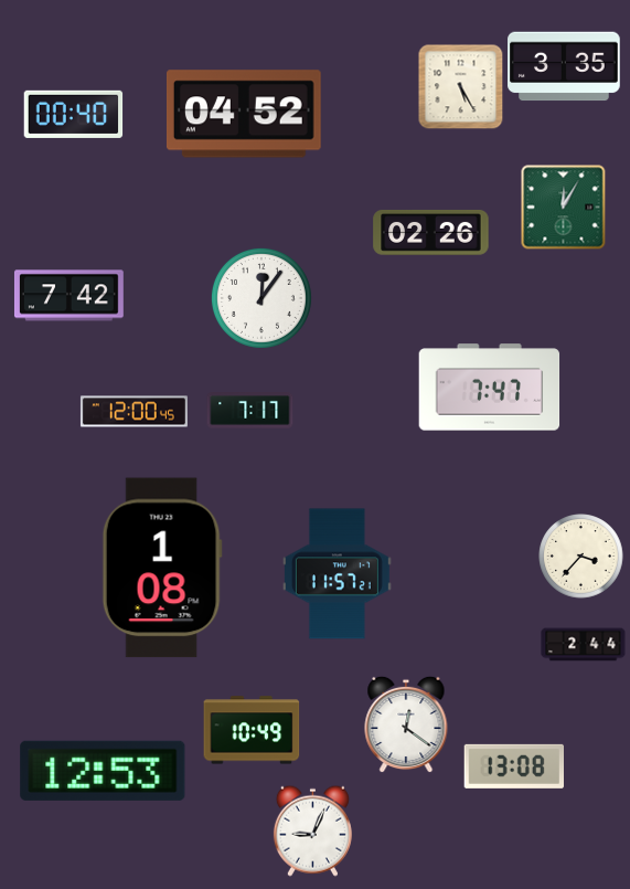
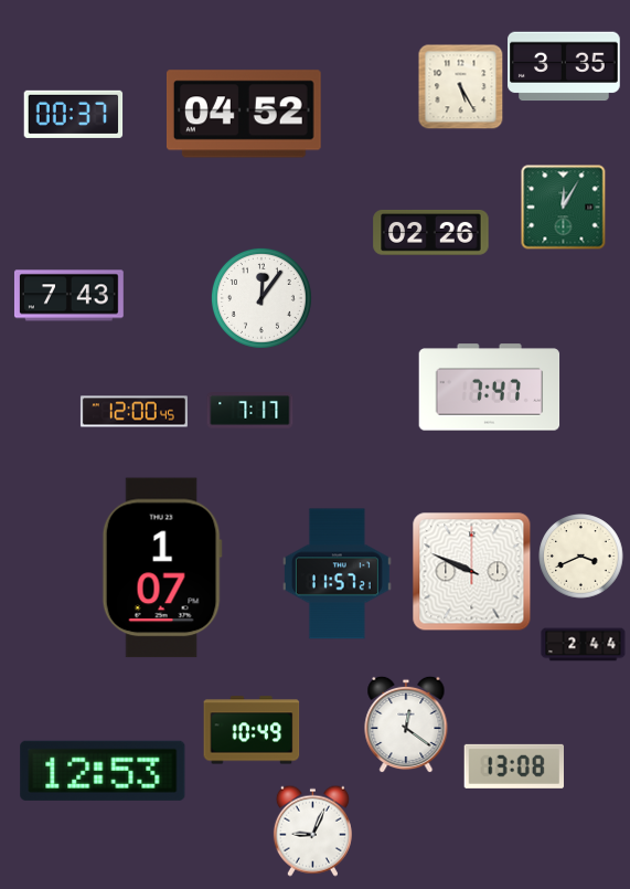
clock at (74, 114): 00:40 -> 00:37
clock at (68, 296): 7:42 -> 7:43
clock at (581, 557): 3:37 -> 3:41
clock at (162, 568): 1:08 -> 1:07
clock at (472, 572): none -> 9:49
